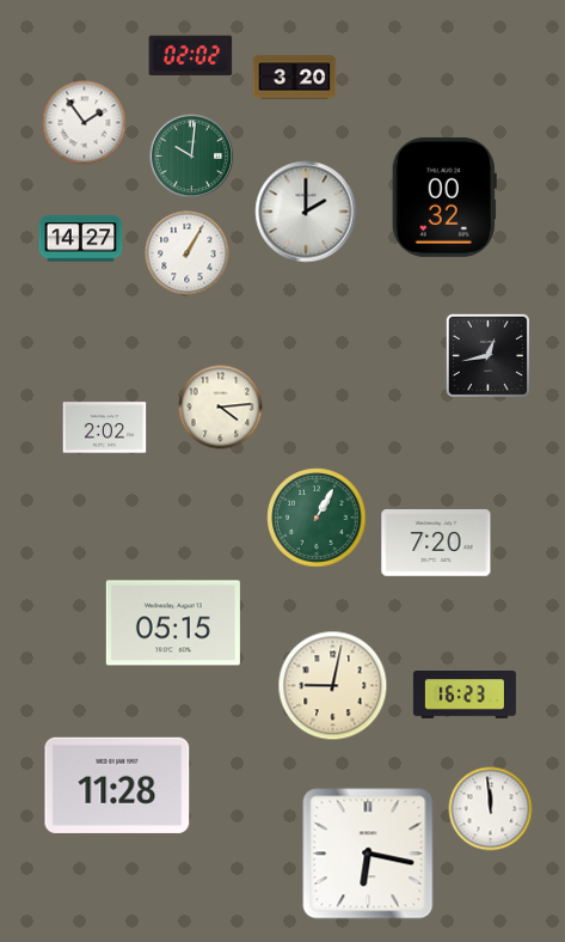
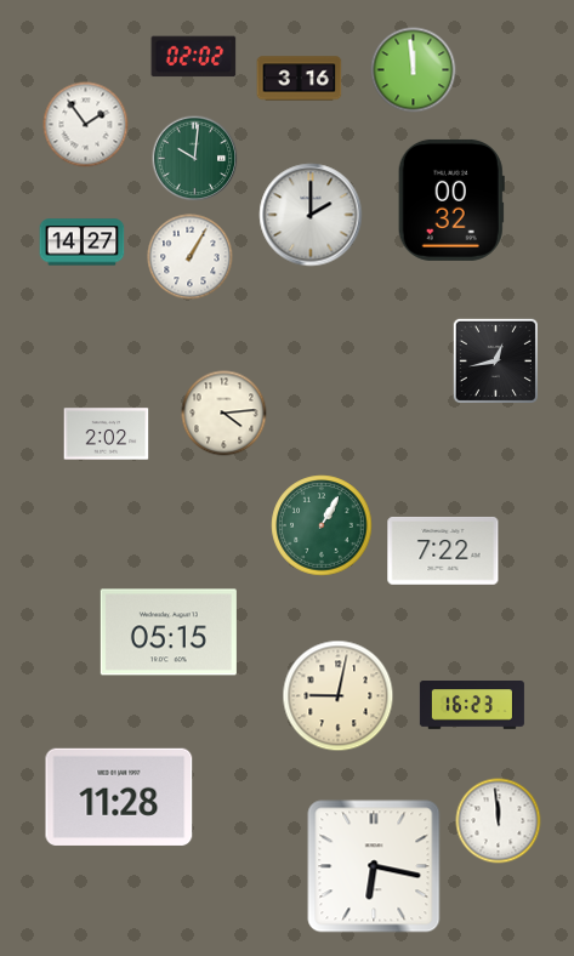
clock at (414, 70): none -> 11:59
clock at (295, 78): 3:20 -> 3:16
clock at (436, 543): 7:20 -> 7:22
clock at (173, 623) position: (173, 623) -> (169, 632)
